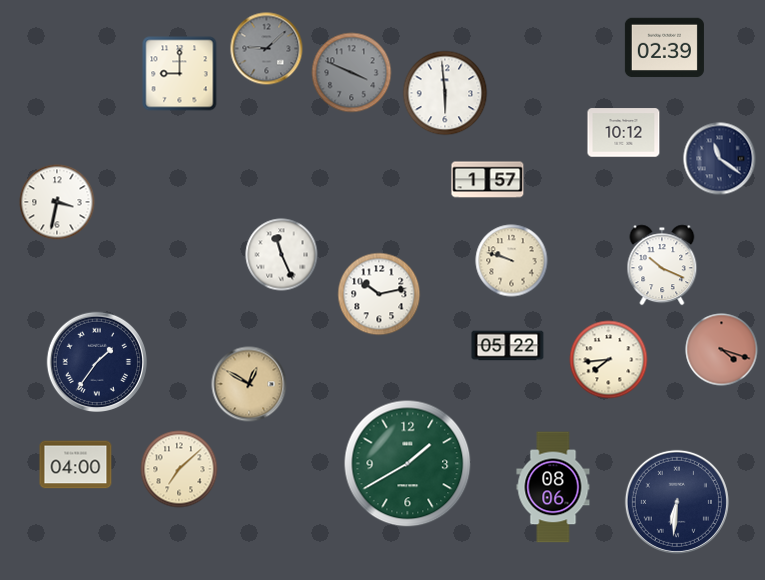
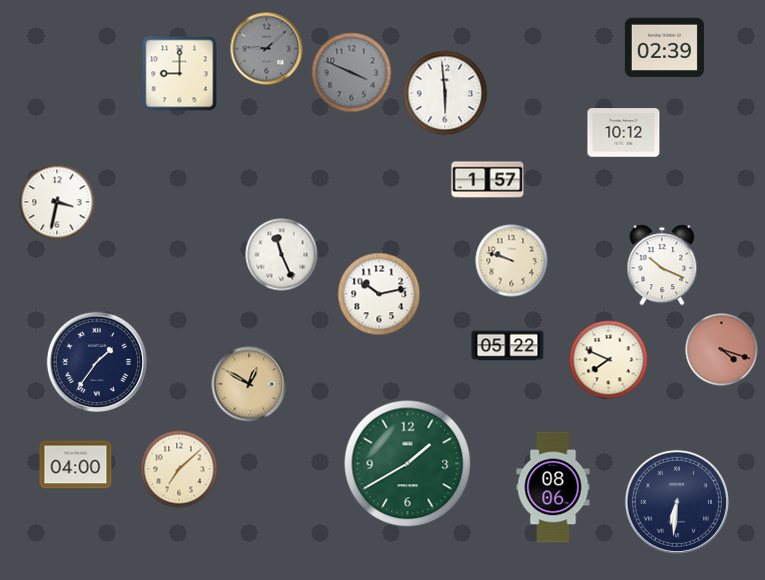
clock at (720, 159): 11:21 -> none
clock at (609, 360): 7:44 -> 7:49
